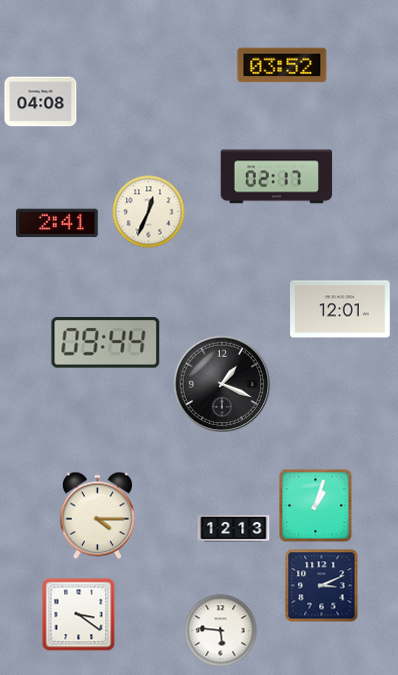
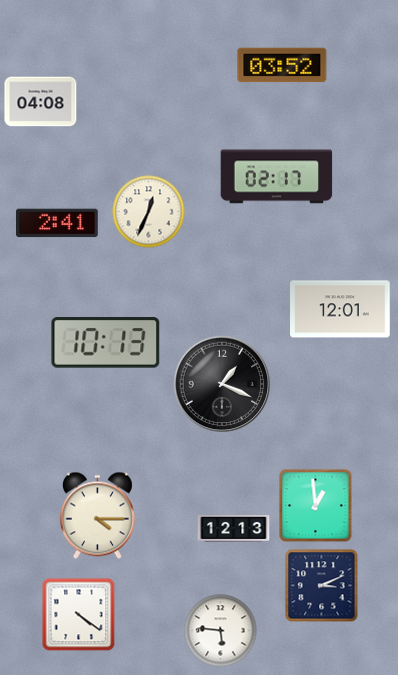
clock at (106, 343): 09:44 -> 10:13
clock at (316, 506): 1:03 -> 12:59
clock at (79, 615): 3:21 -> 4:21
